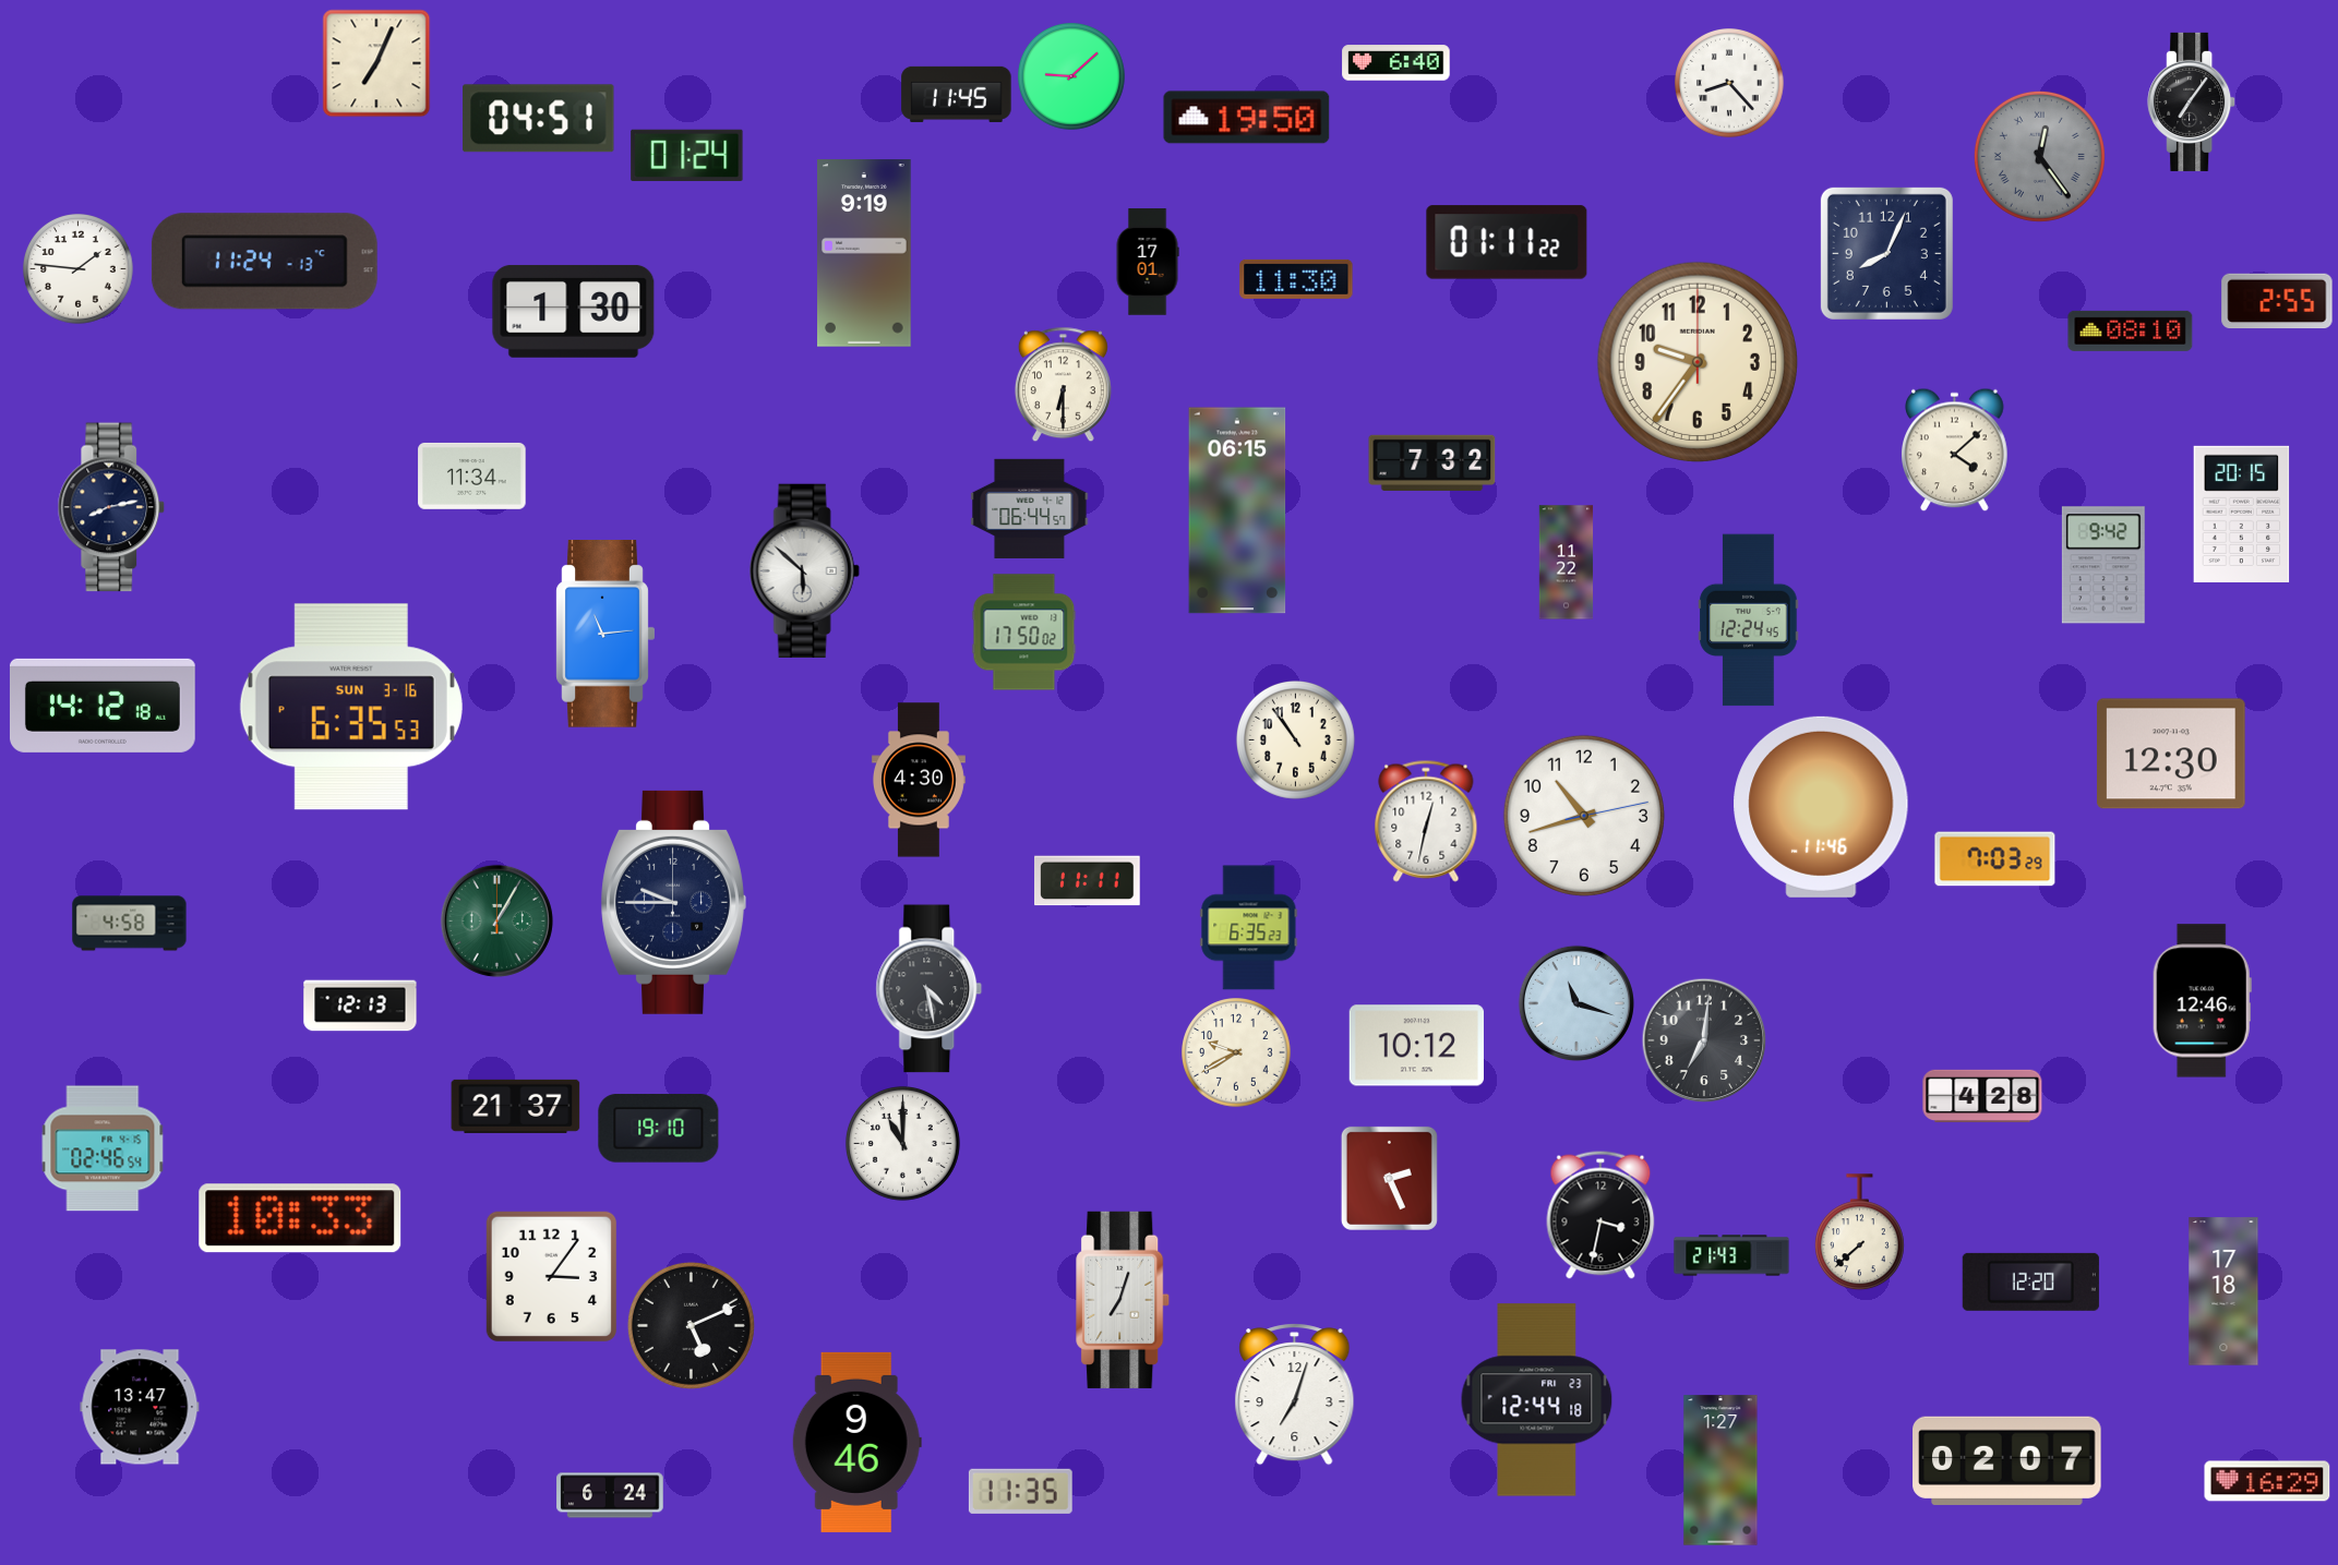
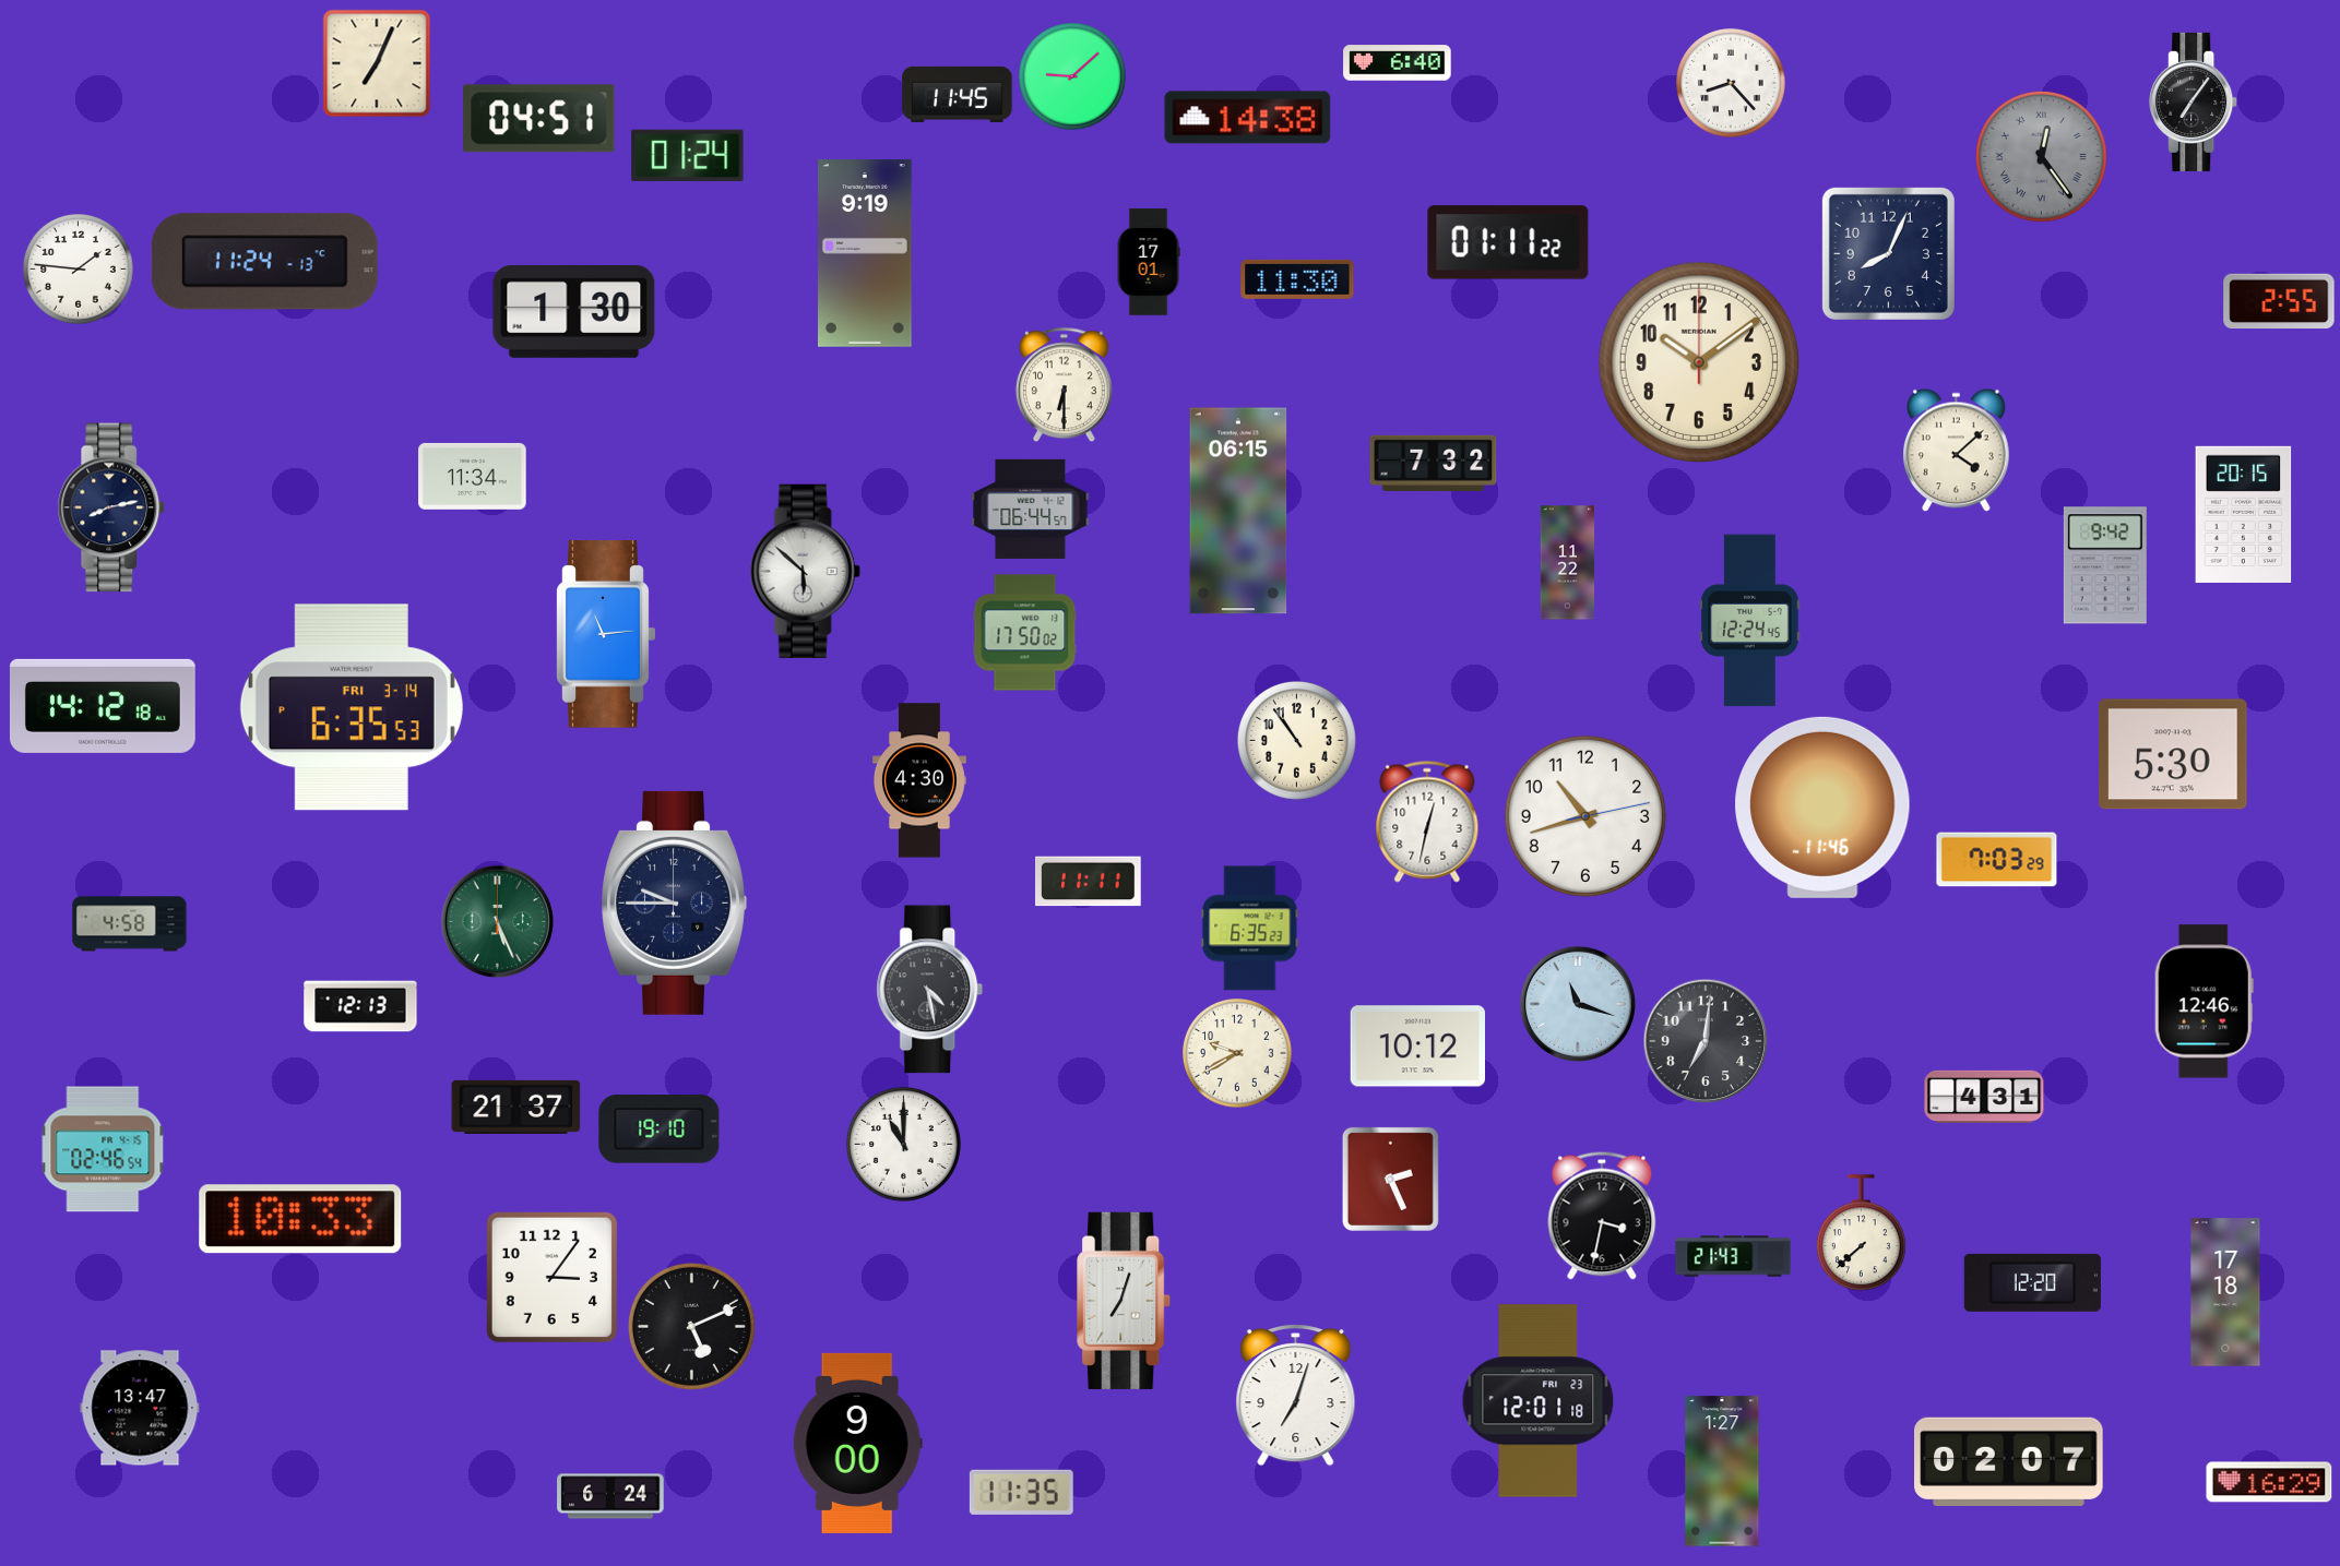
clock at (1247, 118): 19:50 -> 14:38
clock at (2131, 330): 08:10 -> none
clock at (1696, 361): 9:36 -> 10:09
clock at (351, 707) date: SUN 3-16 -> FRI 3-14
clock at (2171, 754): 12:30 -> 5:30
clock at (496, 920): 1:05 -> 5:26
clock at (1982, 1095): 4:28 -> 4:31
clock at (1537, 1400): 12:44 -> 12:01
clock at (856, 1442): 9:46 -> 9:00
